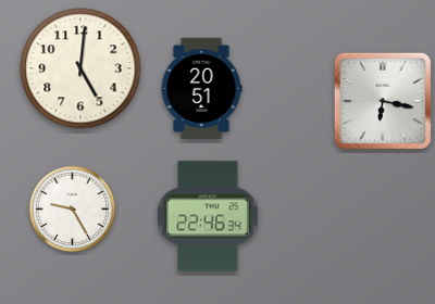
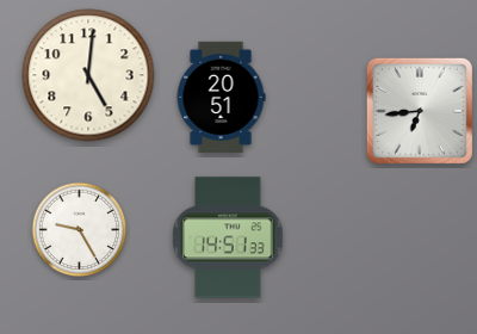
clock at (383, 101): 6:17 -> 6:44
clock at (208, 216): 22:46 -> 14:51
